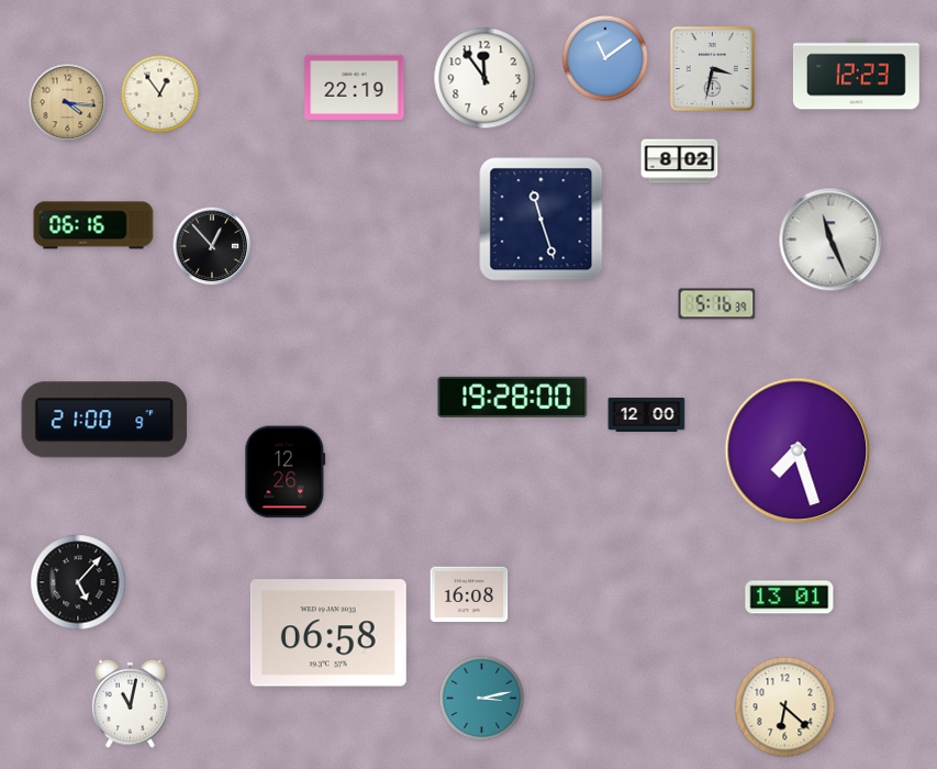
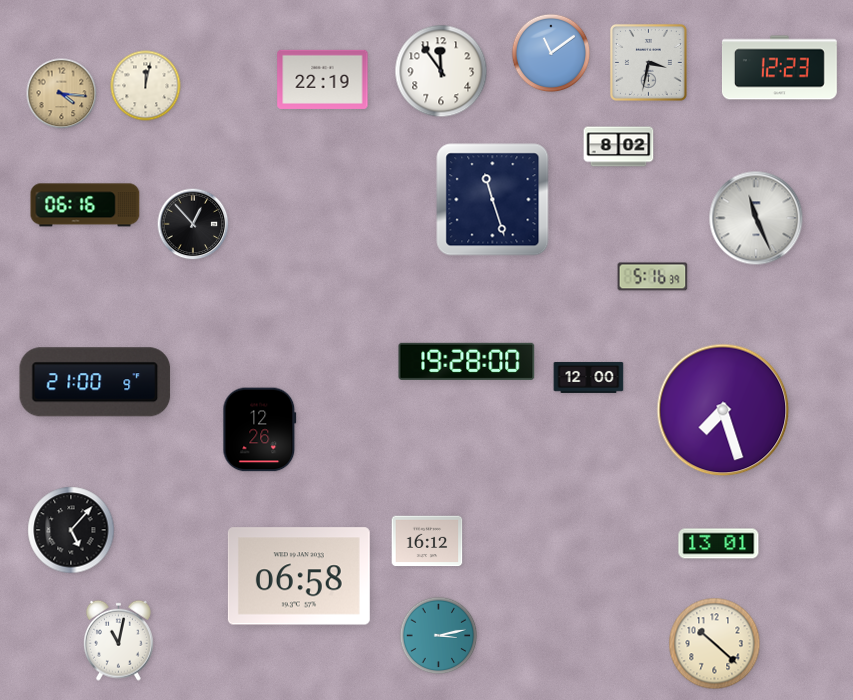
clock at (160, 94): 12:54 -> 12:02
clock at (797, 450) position: (797, 450) -> (723, 410)
clock at (469, 594): 16:08 -> 16:12
clock at (785, 707): 6:22 -> 10:22
